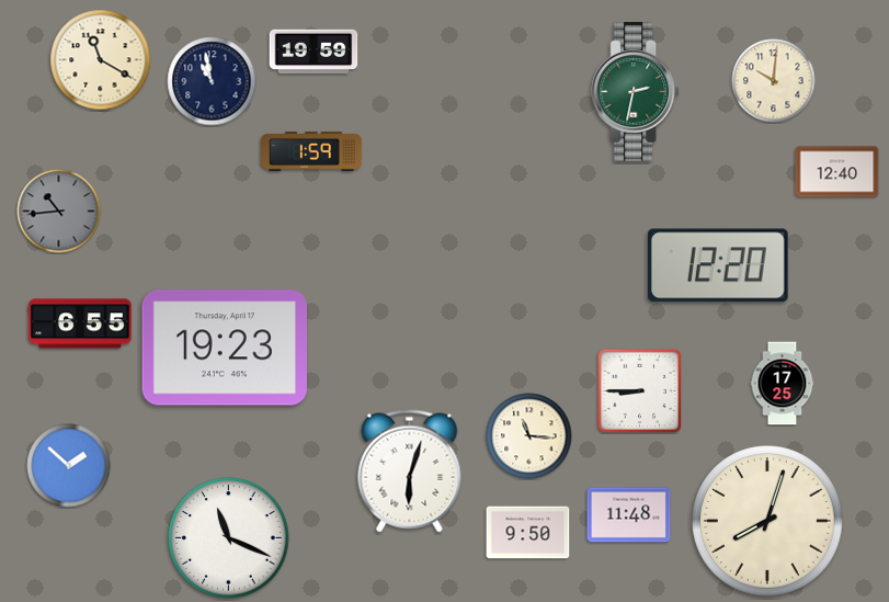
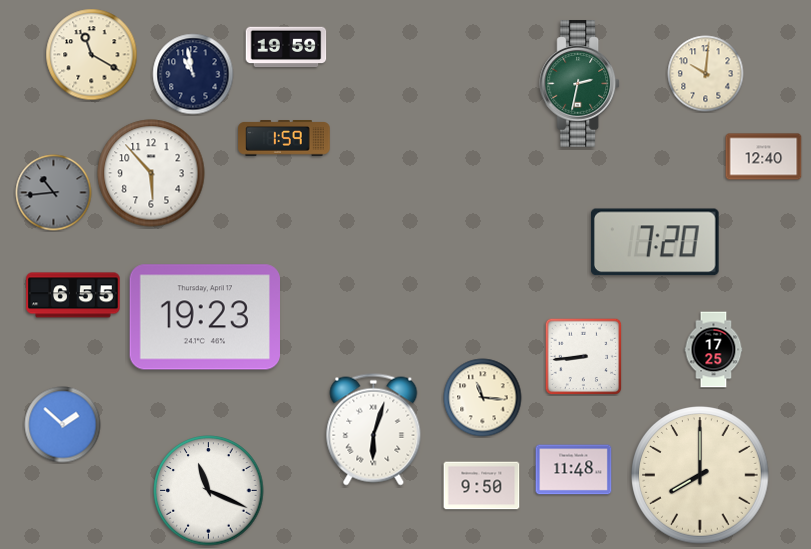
clock at (151, 173): none -> 5:53
clock at (718, 265): 12:20 -> 7:20
clock at (639, 390): 8:45 -> 8:44
clock at (767, 521): 8:03 -> 8:00
